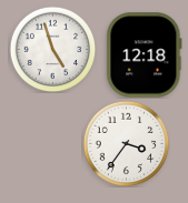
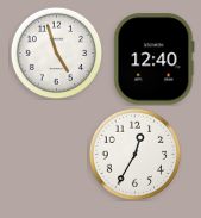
clock at (145, 55): 12:18 -> 12:40
clock at (126, 143): 3:36 -> 12:35
